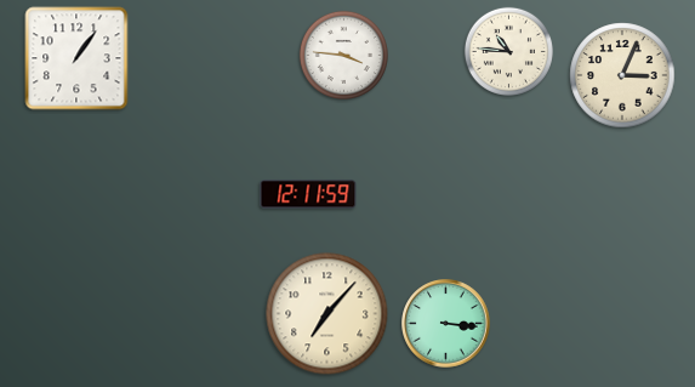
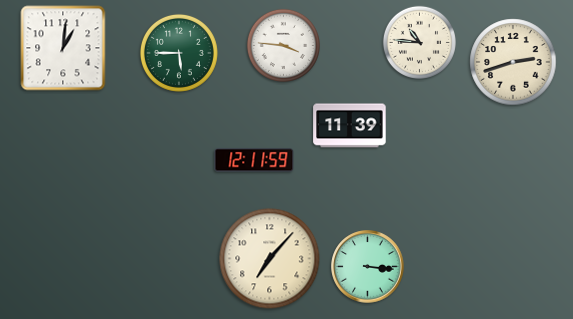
clock at (76, 58): 1:06 -> 1:01
clock at (179, 53): none -> 5:45
clock at (622, 75): 3:04 -> 2:42
clock at (350, 126): none -> 11:39
